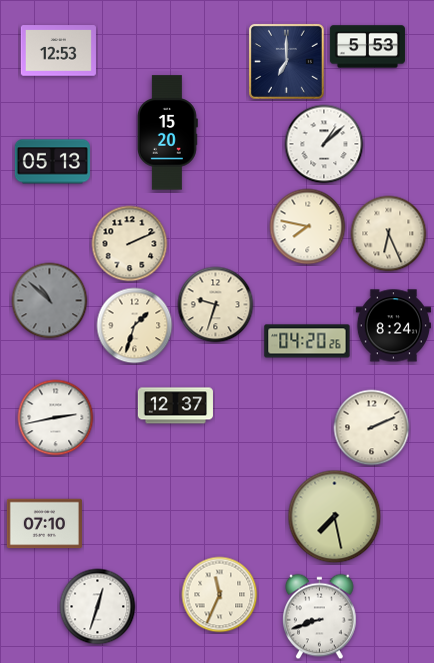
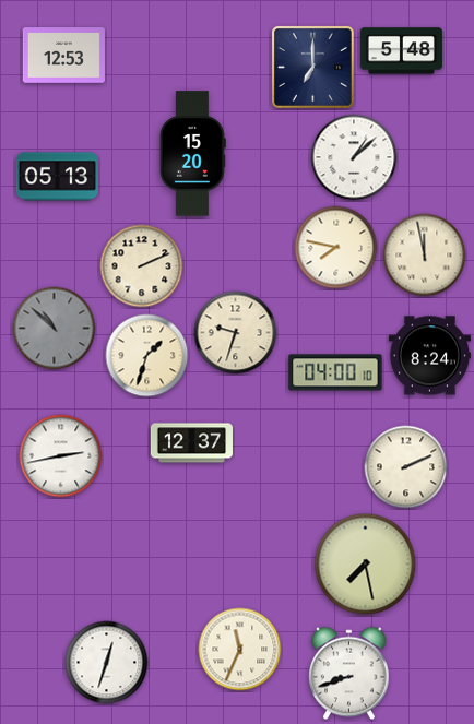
clock at (367, 47): 5:53 -> 5:48
clock at (167, 133) position: (167, 133) -> (192, 154)
clock at (389, 234): 6:26 -> 11:58
clock at (307, 341): 04:20 -> 04:00
clock at (44, 524): 07:10 -> none
